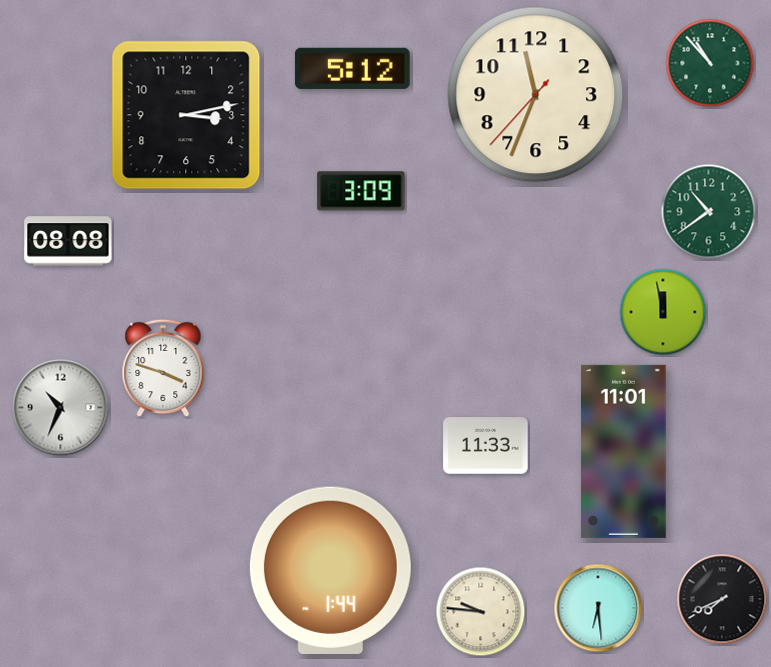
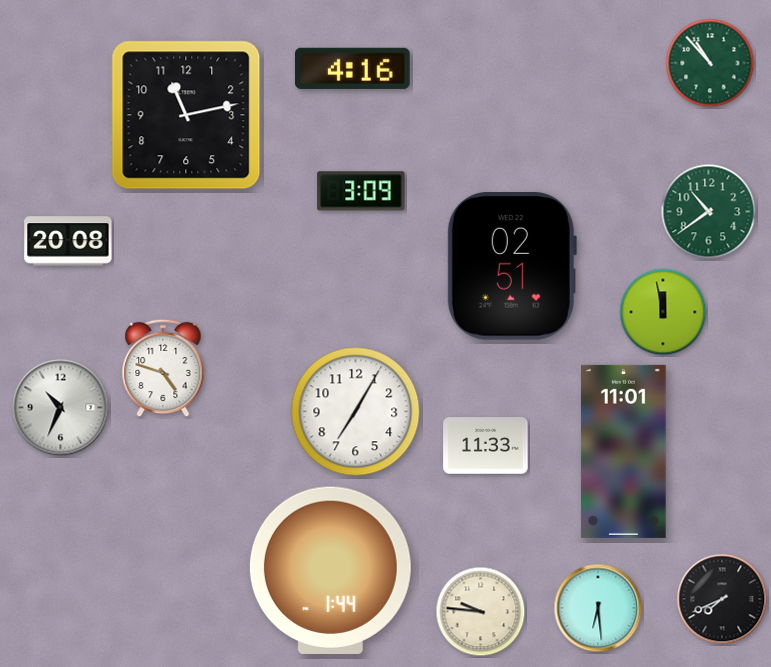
clock at (353, 68): 5:12 -> 4:16
clock at (536, 95): 11:33 -> none
clock at (186, 115): 3:13 -> 11:13
clock at (68, 241): 08:08 -> 20:08
clock at (512, 267): none -> 02:51
clock at (163, 368): 3:48 -> 4:48
clock at (356, 412): none -> 7:05
